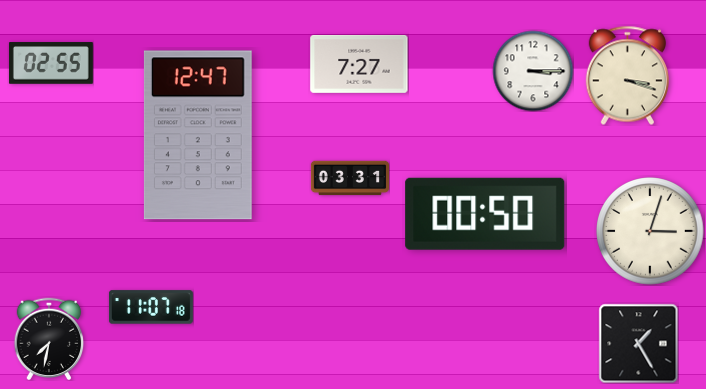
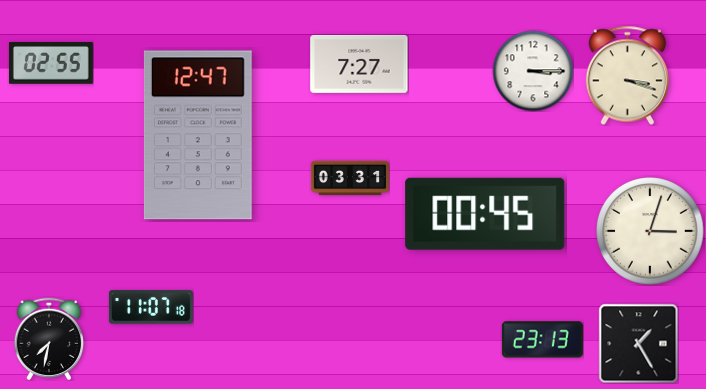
clock at (485, 214): 00:50 -> 00:45
clock at (542, 340): none -> 23:13
